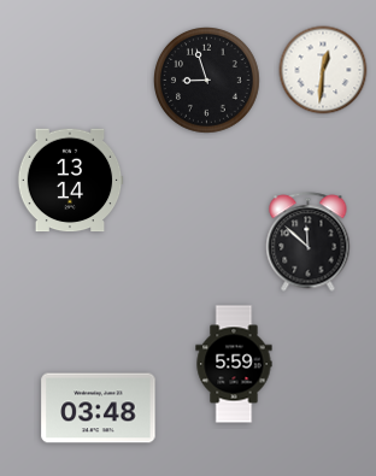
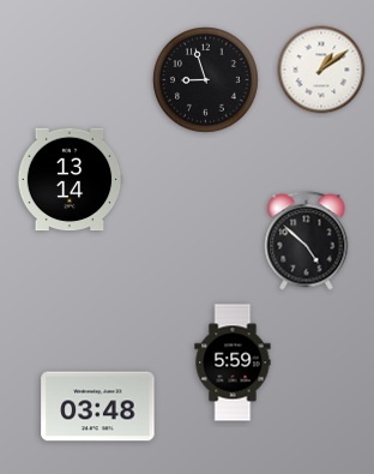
clock at (323, 70): 12:31 -> 1:09
clock at (309, 242): 11:52 -> 4:52
